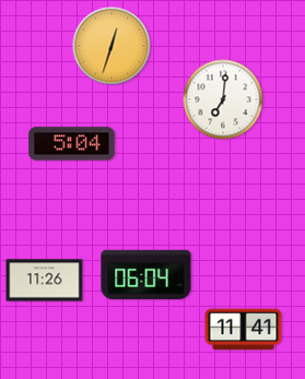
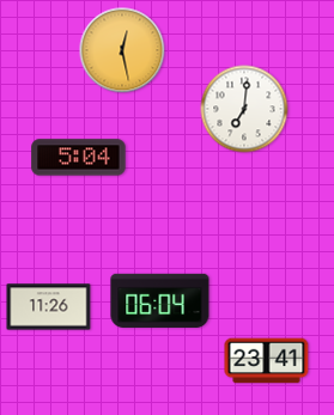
clock at (112, 46): 12:33 -> 12:28
clock at (244, 330): 11:41 -> 23:41
